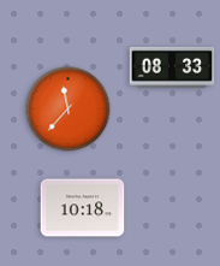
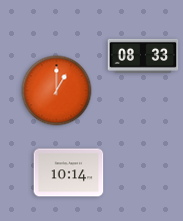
clock at (69, 110): 11:37 -> 1:00
clock at (83, 208): 10:18 -> 10:14
